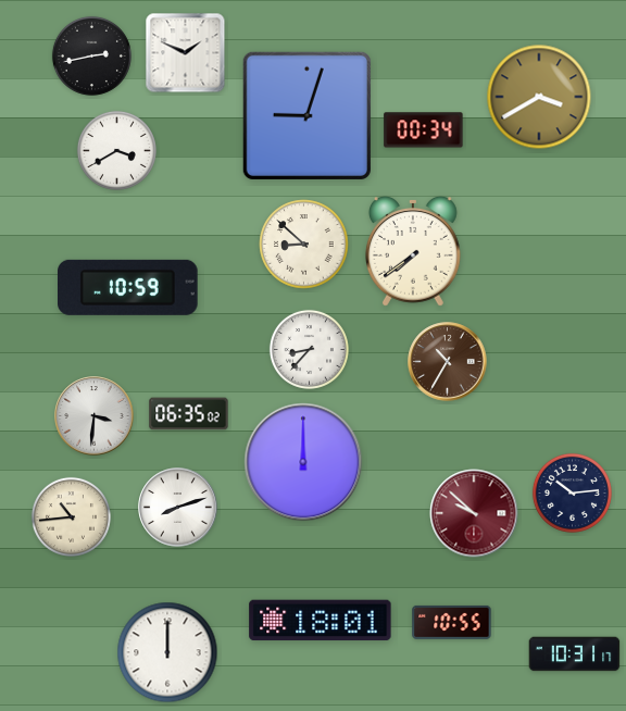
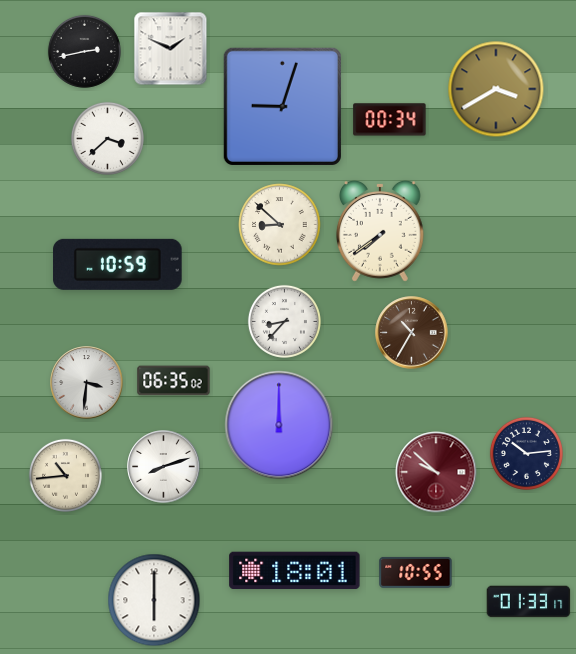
clock at (116, 150): 3:40 -> 3:38
clock at (167, 652): 12:00 -> 6:00
clock at (575, 654): 10:31 -> 01:33
